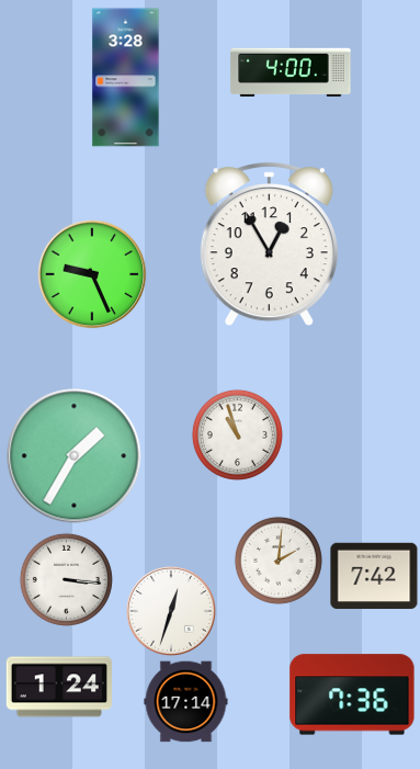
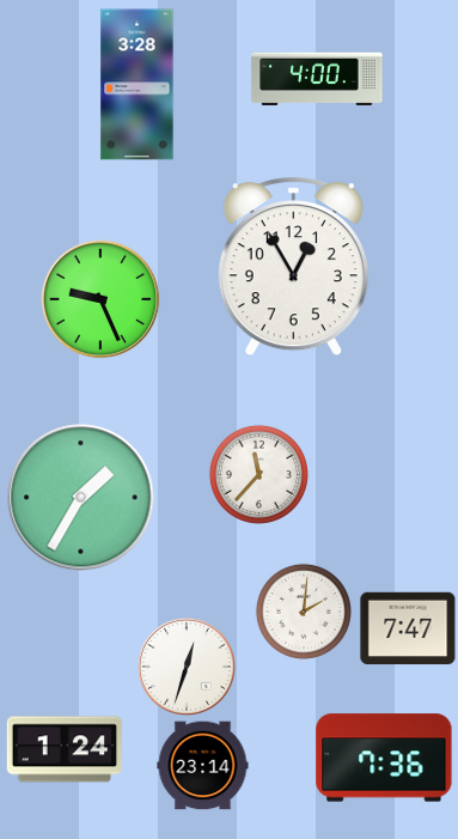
clock at (237, 434): 10:57 -> 11:37
clock at (374, 576): 7:42 -> 7:47
clock at (66, 579): 3:16 -> none
clock at (186, 702): 17:14 -> 23:14
